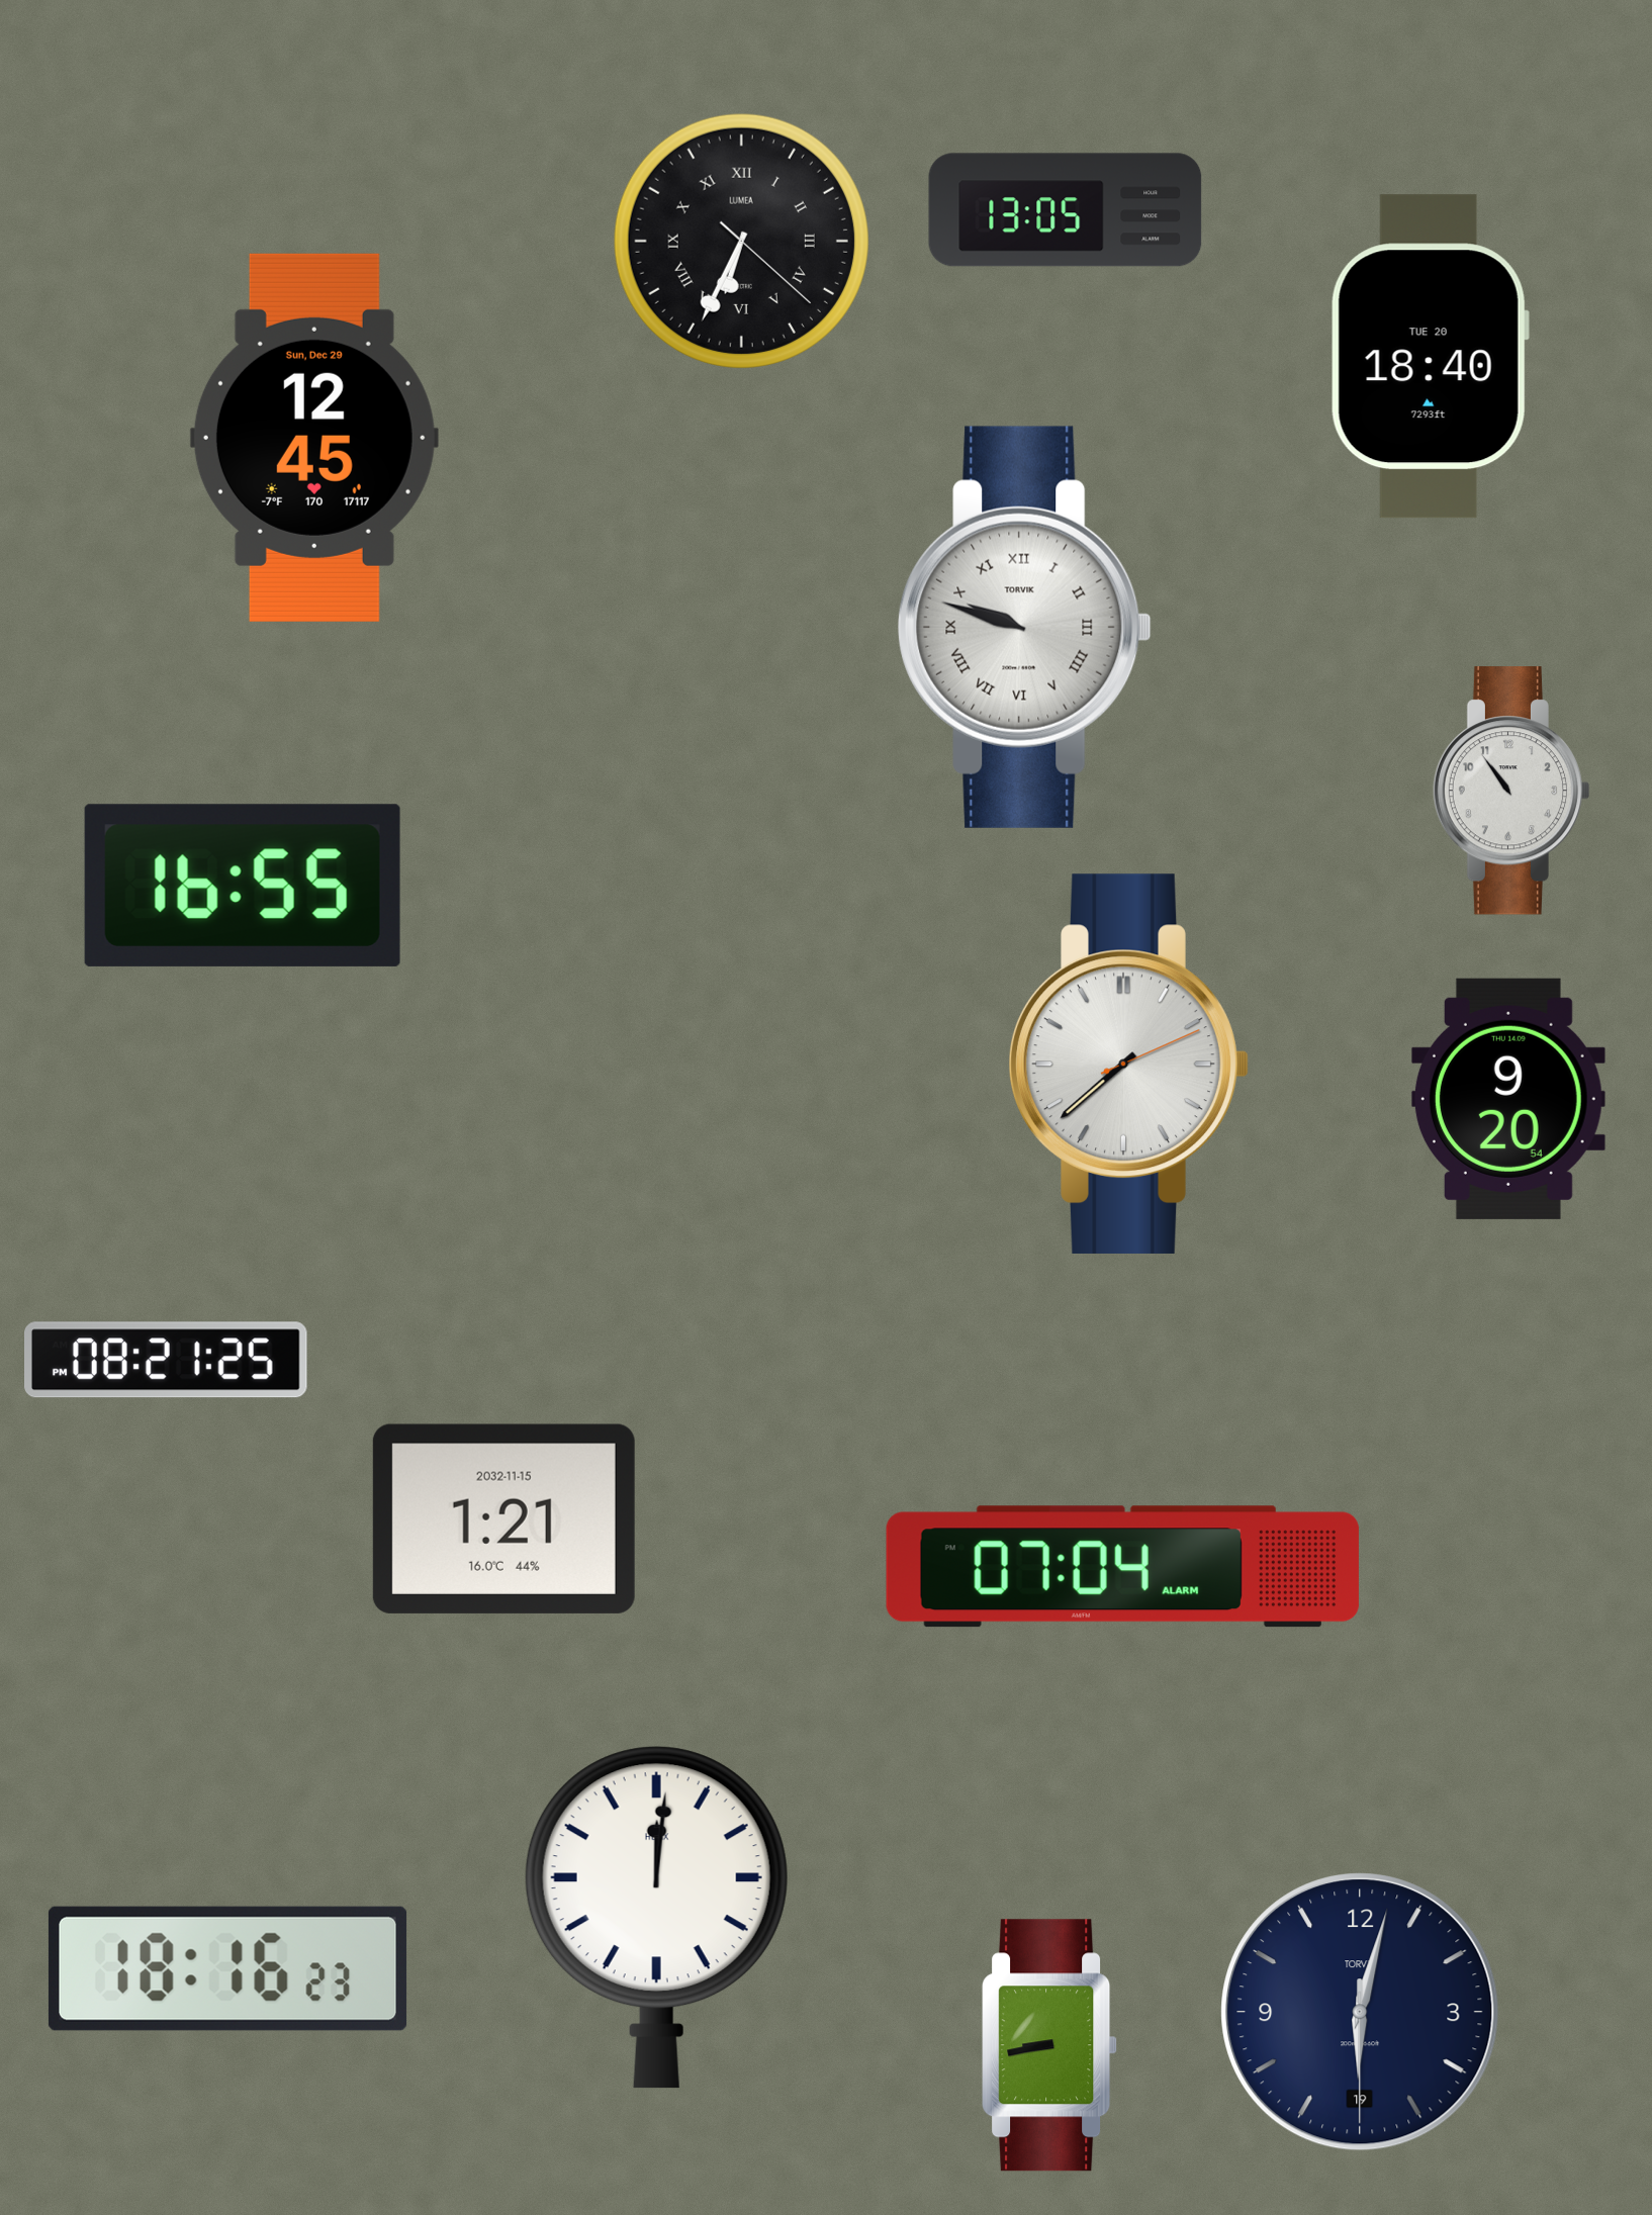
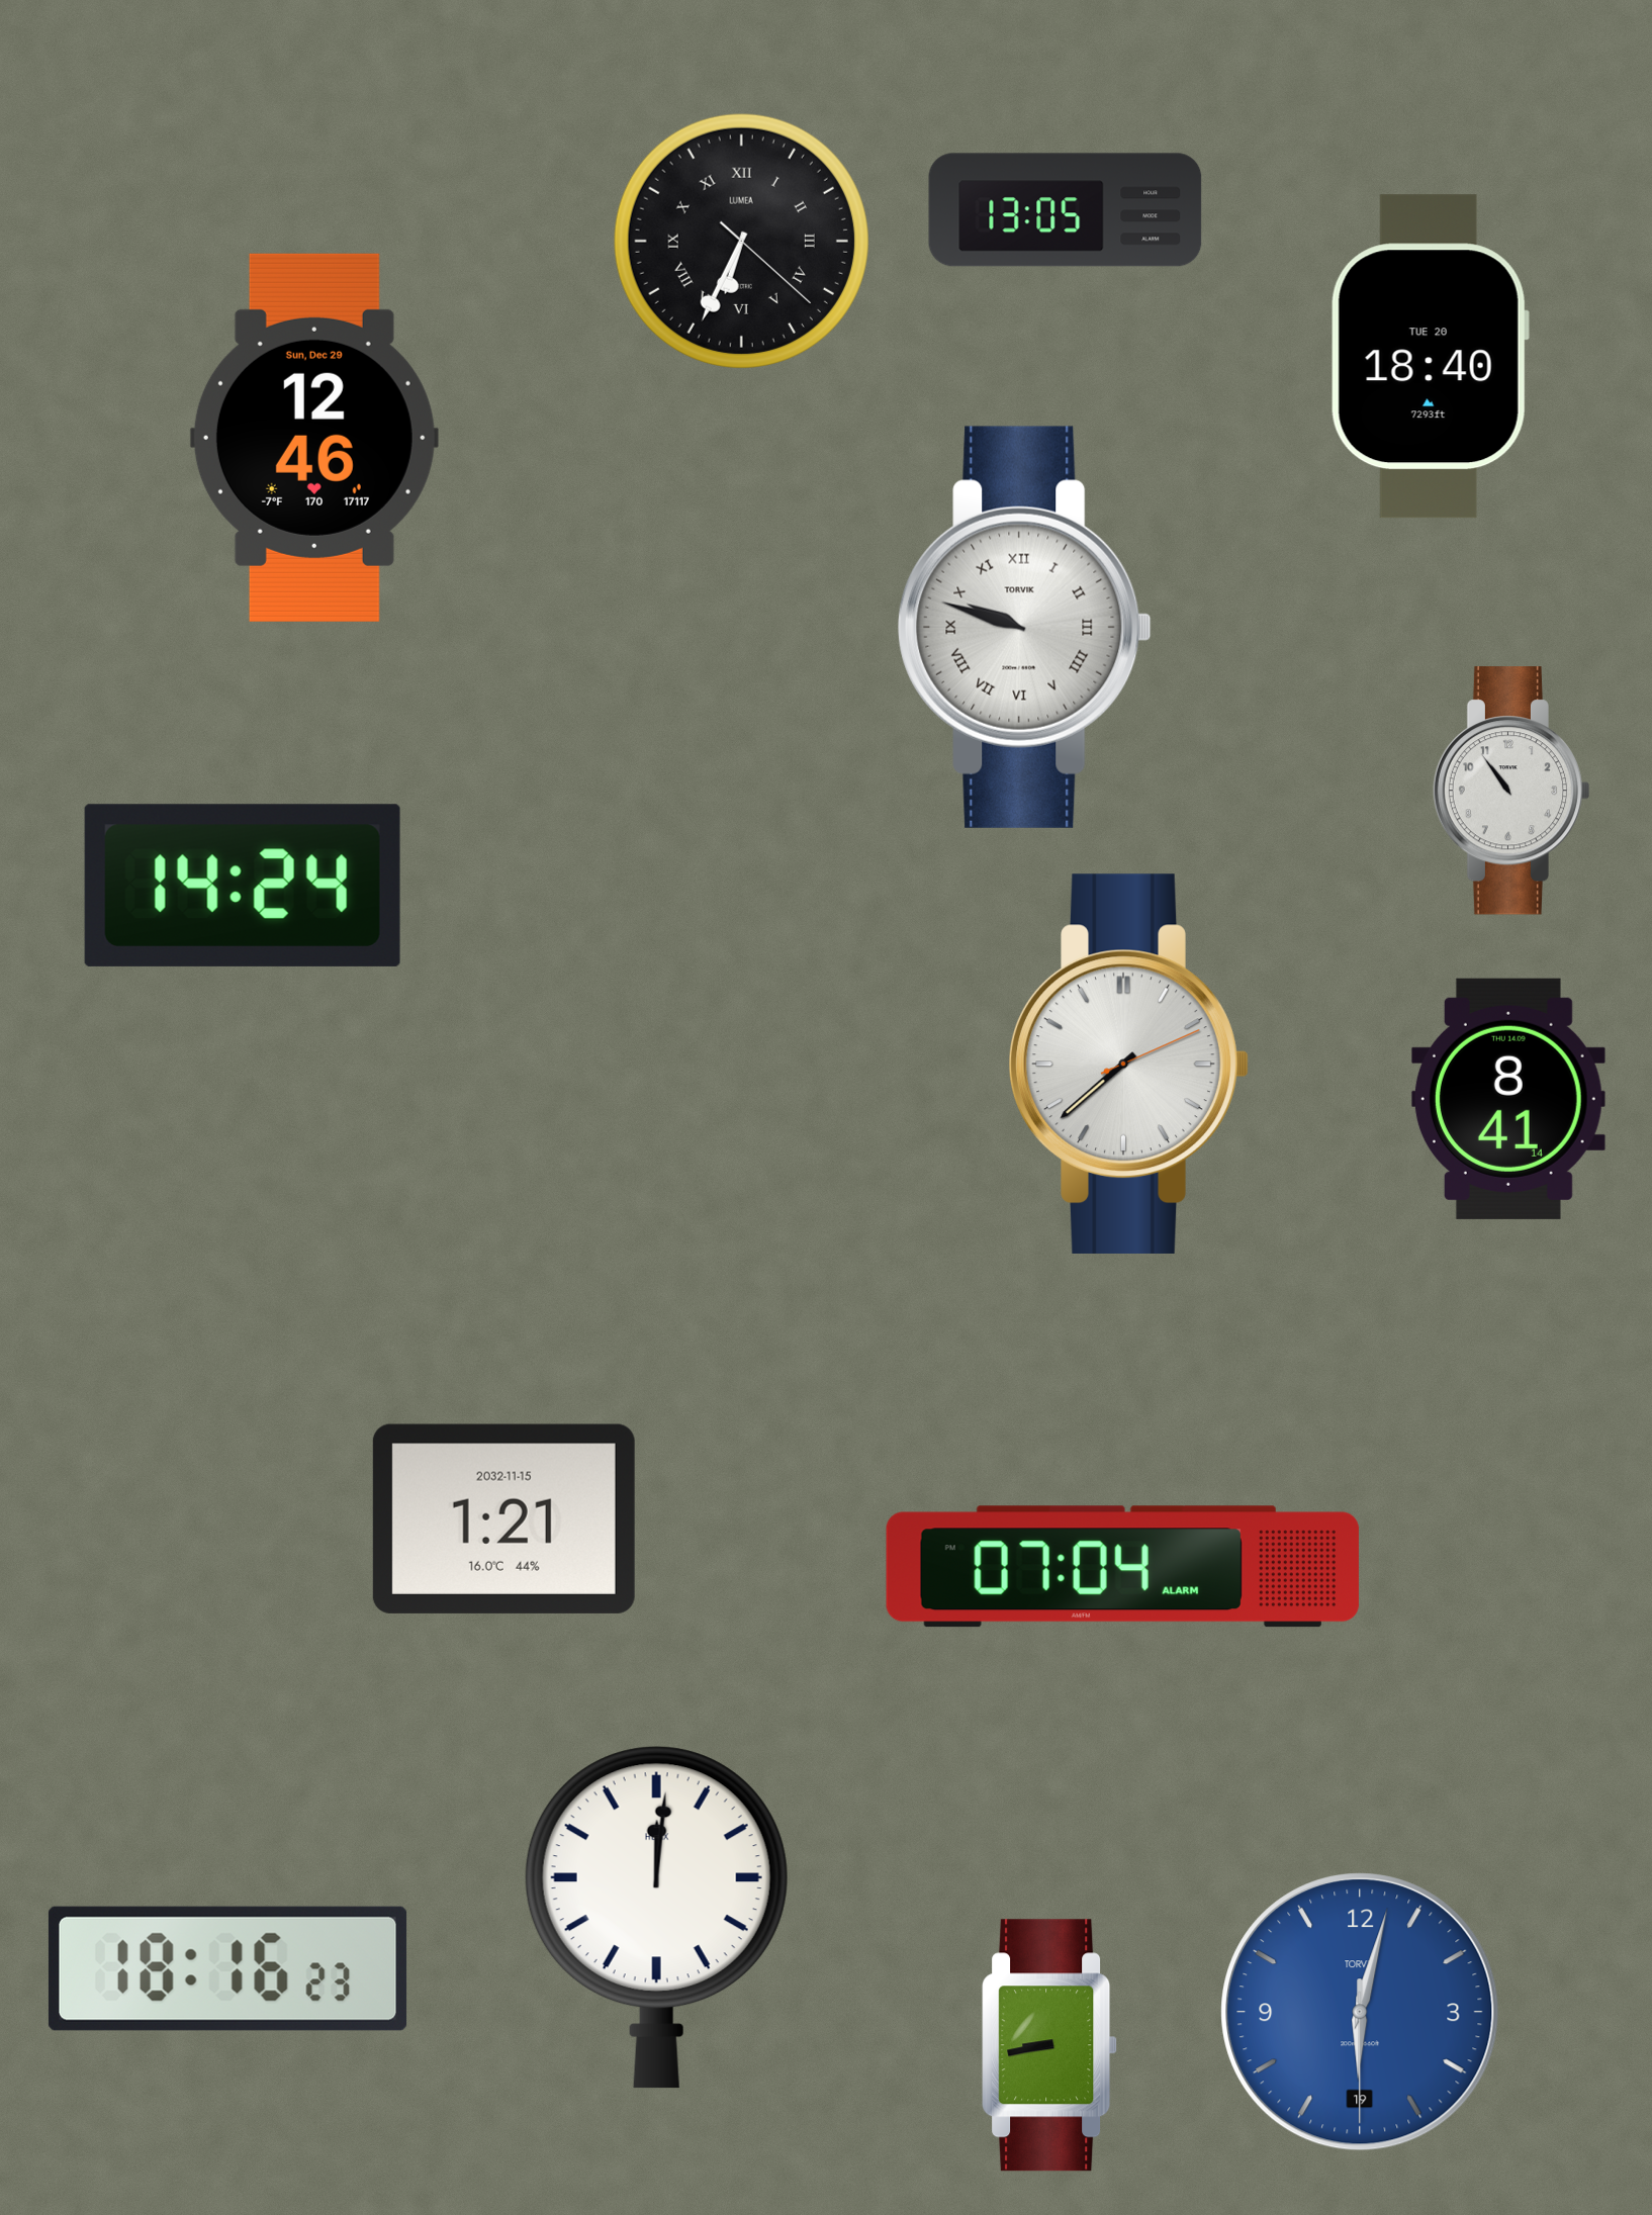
clock at (314, 438): 12:45 -> 12:46
clock at (243, 886): 16:55 -> 14:24
clock at (1508, 1099): 9:20 -> 8:41
clock at (167, 1360): 08:21 -> none
clock at (1360, 2012) dial: navy -> blue
